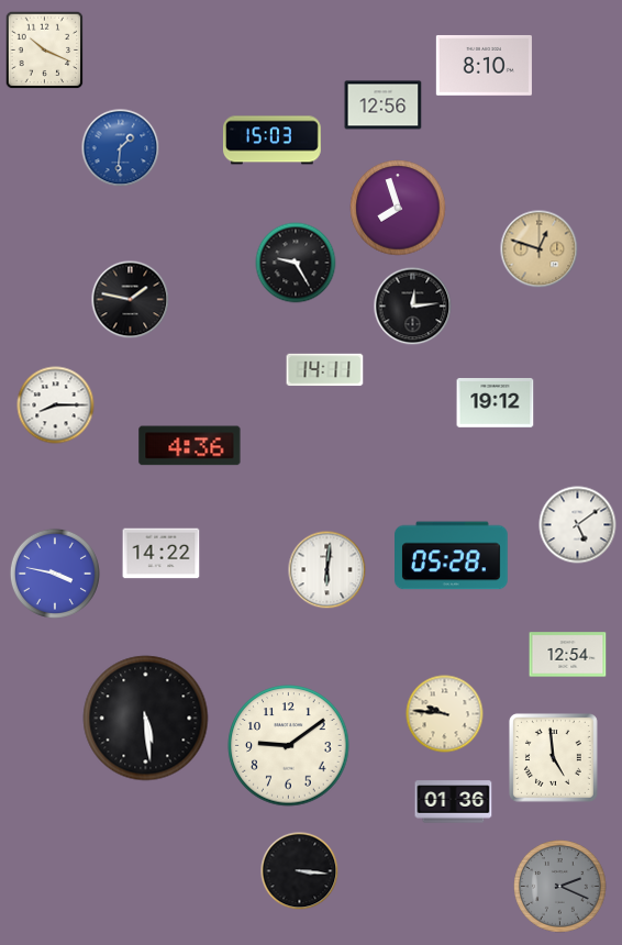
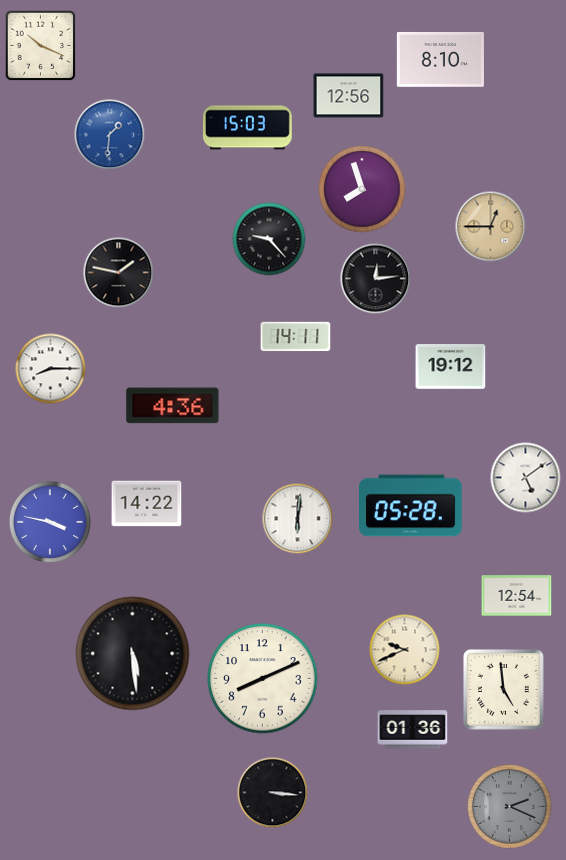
clock at (540, 249): 12:48 -> 12:45
clock at (296, 263): 9:25 -> 9:23
clock at (445, 714): 9:46 -> 9:41
clock at (289, 746): 9:09 -> 8:11
